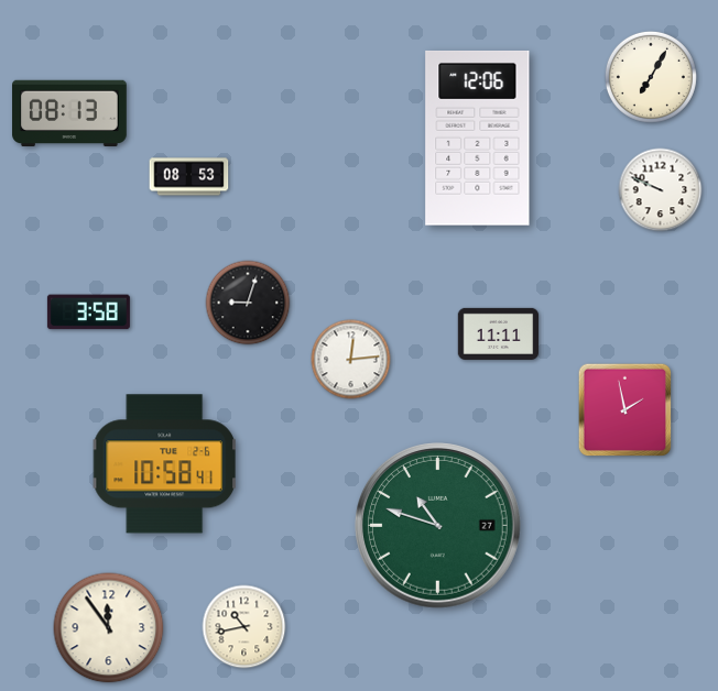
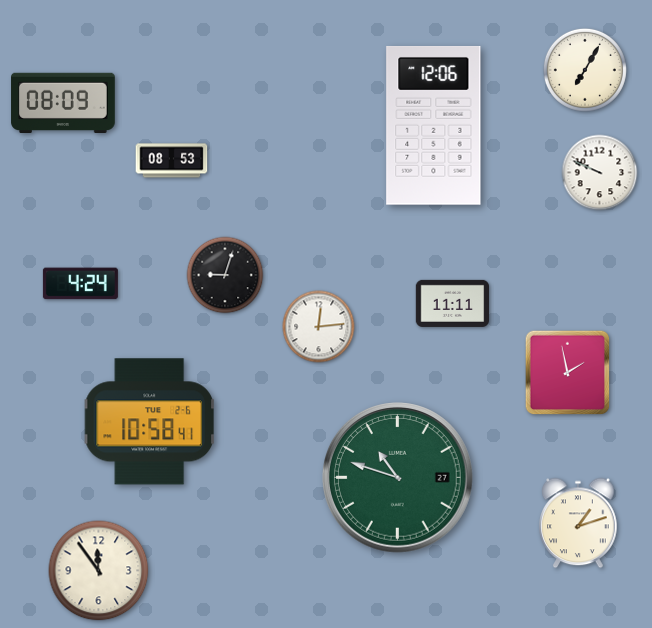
clock at (651, 77) position: (651, 77) -> (585, 70)
clock at (69, 112): 08:13 -> 08:09
clock at (88, 312): 3:58 -> 4:24
clock at (578, 523): none -> 1:12
clock at (244, 627): 10:43 -> none
